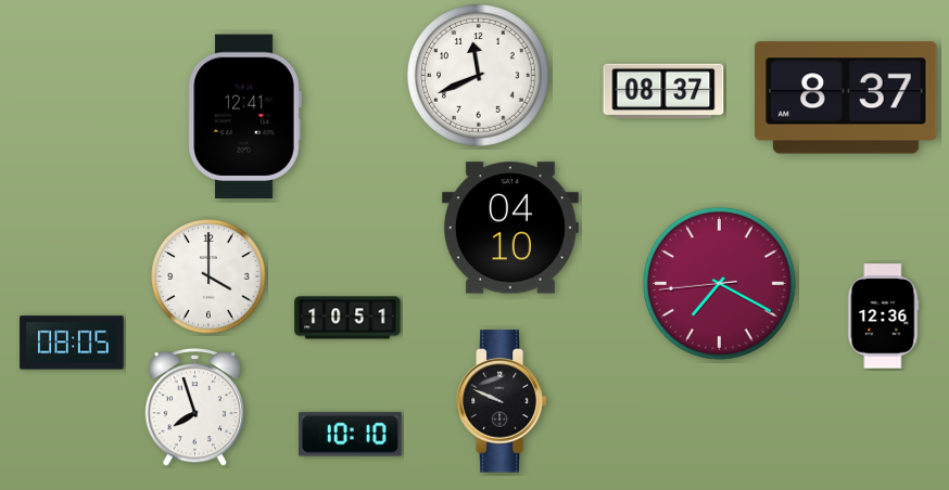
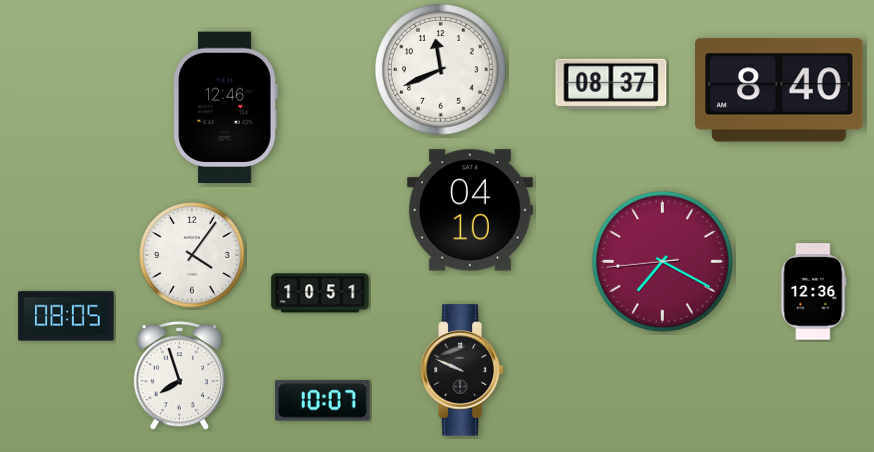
clock at (846, 98): 8:37 -> 8:40
clock at (244, 117): 12:41 -> 12:46
clock at (208, 276): 4:00 -> 4:06
clock at (351, 435): 10:10 -> 10:07
